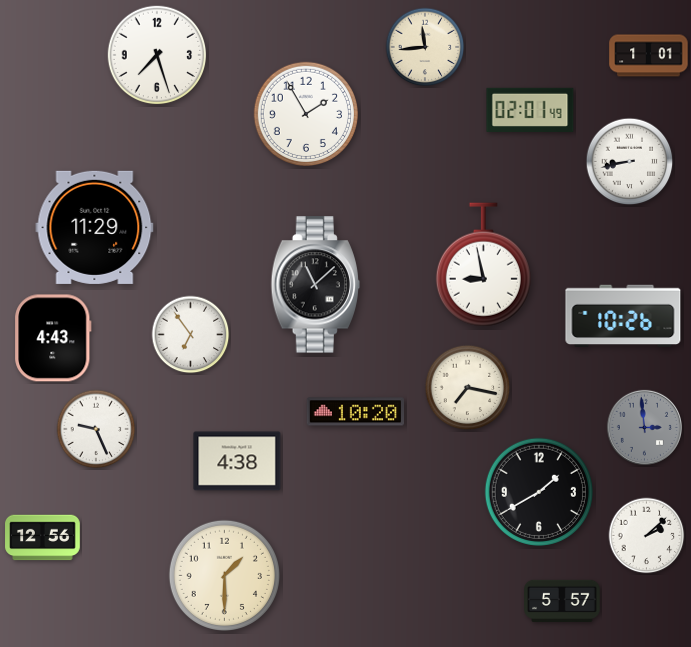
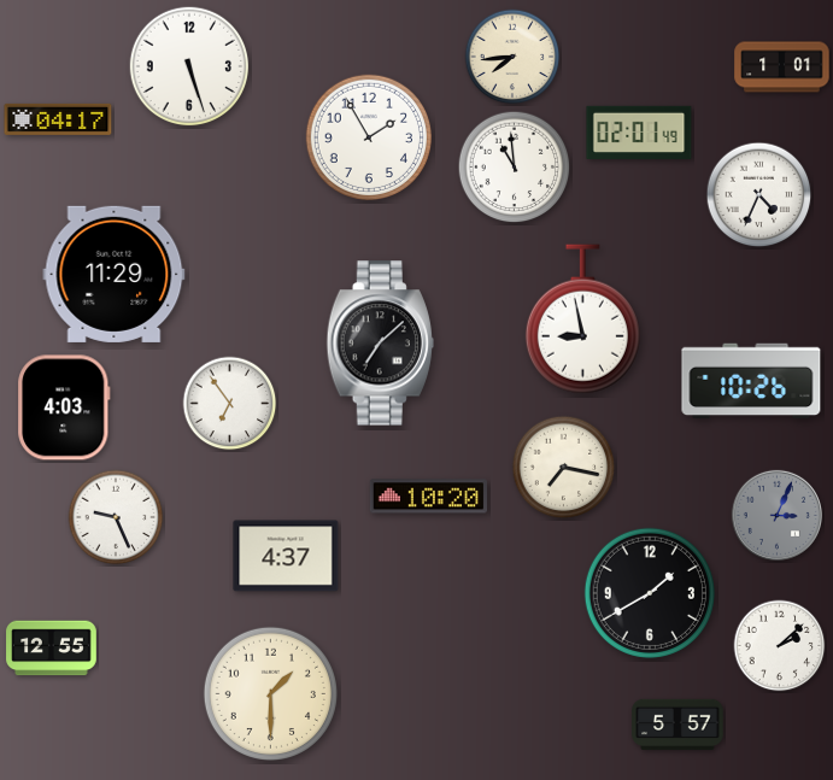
clock at (425, 47): 11:44 -> 7:44
clock at (157, 55): 7:27 -> 5:27
clock at (58, 119): none -> 04:17
clock at (515, 168): none -> 10:59
clock at (630, 162): 8:43 -> 4:34
clock at (315, 285): 11:08 -> 7:08
clock at (53, 338): 4:43 -> 4:03
clock at (644, 427): 2:59 -> 3:04
clock at (237, 461): 4:38 -> 4:37
clock at (43, 538): 12:56 -> 12:55
